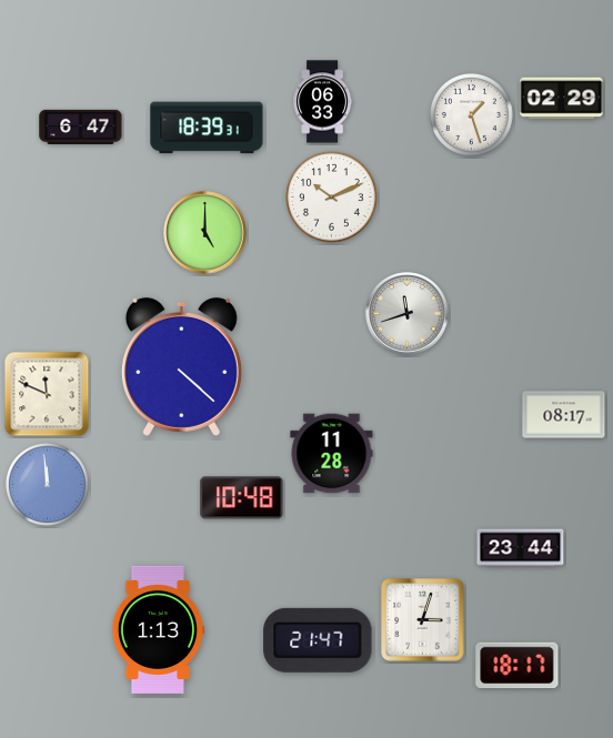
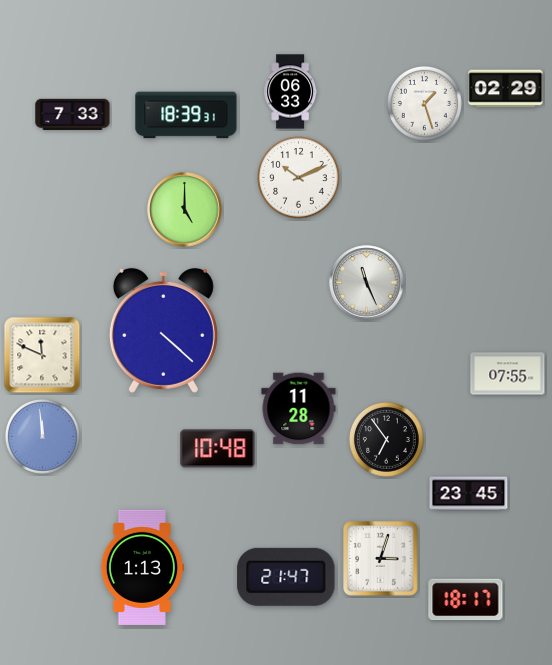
clock at (81, 127): 6:47 -> 7:33
clock at (408, 314): 11:42 -> 11:26
clock at (564, 415): 08:17 -> 07:55
clock at (386, 439): none -> 6:54
clock at (521, 548): 23:44 -> 23:45
